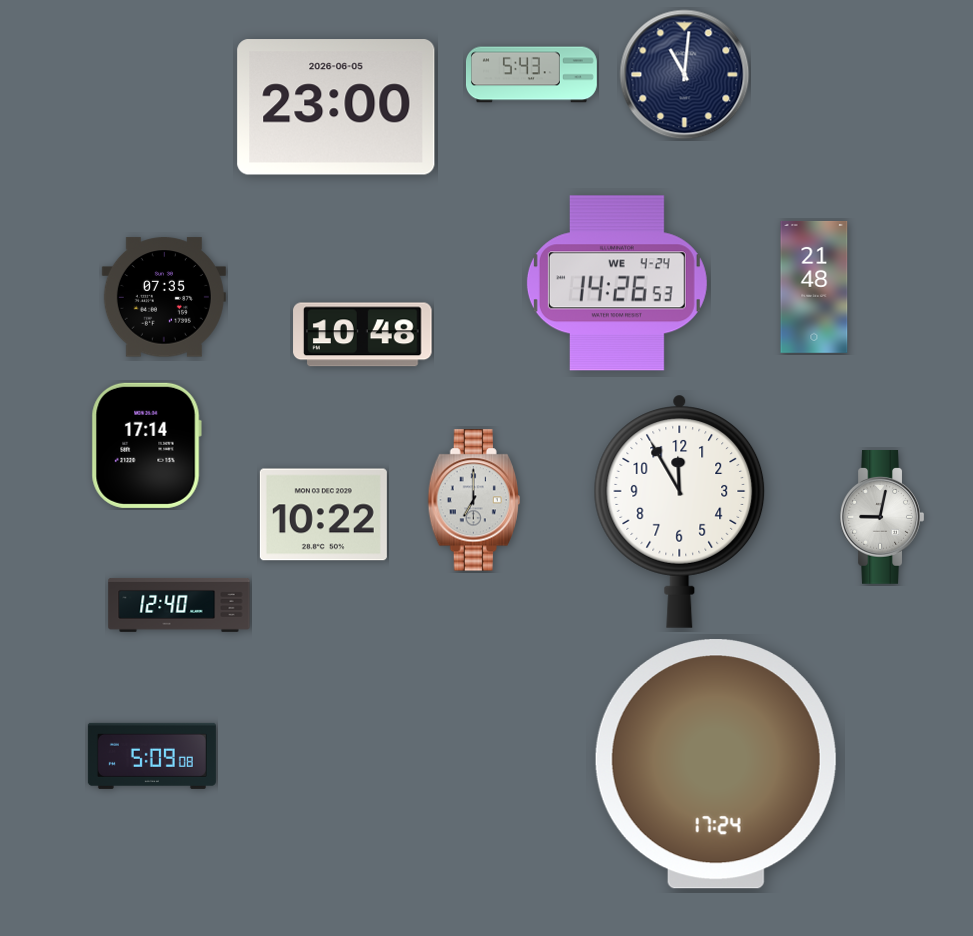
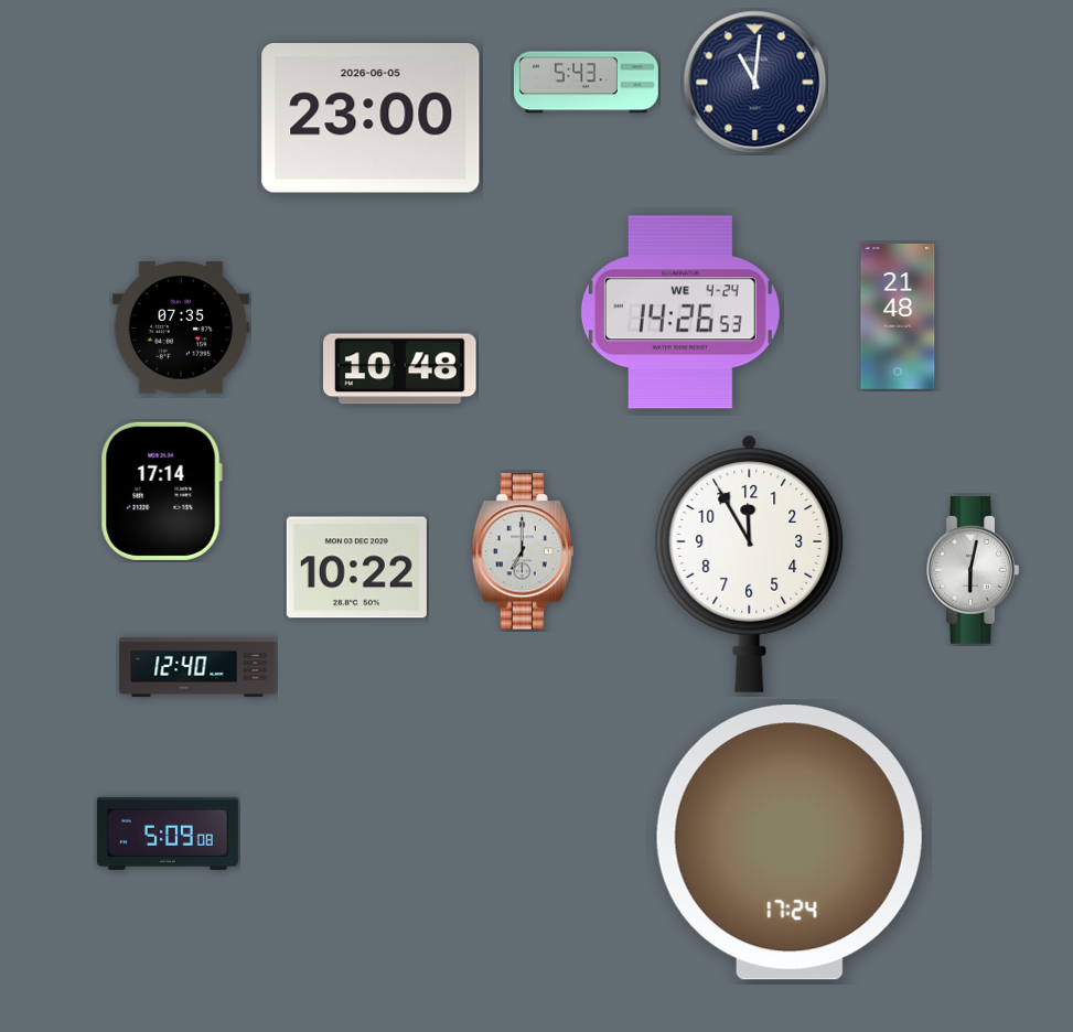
clock at (882, 518): 9:02 -> 6:02
